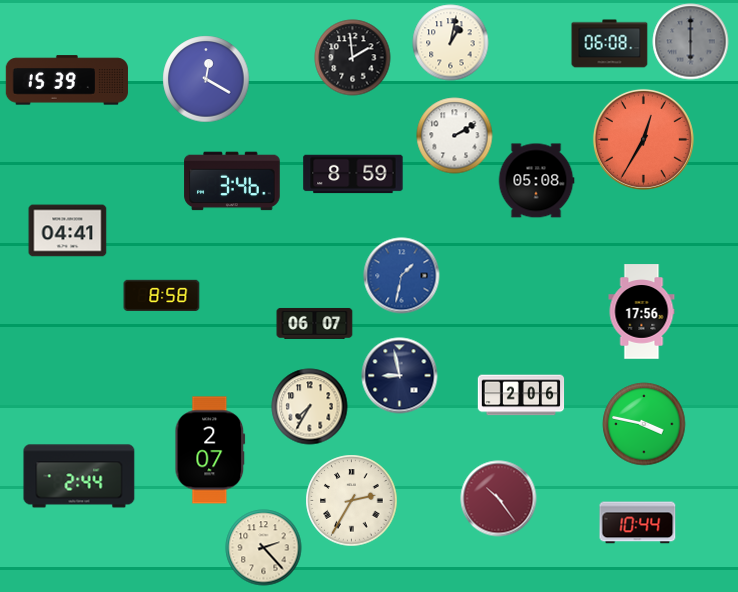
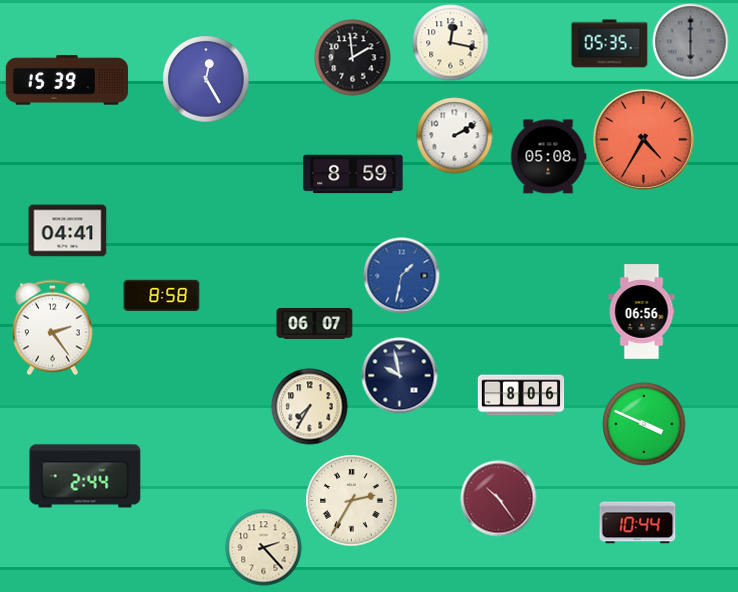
clock at (451, 43): 1:02 -> 12:17
clock at (610, 44): 06:08 -> 05:35
clock at (206, 79): 12:20 -> 12:25
clock at (643, 139): 12:35 -> 4:35
clock at (232, 181): 3:46 -> none
clock at (536, 181) position: (536, 181) -> (548, 157)
clock at (642, 312): 17:56 -> 06:56
clock at (53, 328): none -> 2:24
clock at (400, 376): 8:58 -> 9:58
clock at (521, 395): 2:06 -> 8:06
clock at (644, 424): 3:47 -> 3:49
clock at (210, 450): 2:07 -> none
clock at (79, 476) position: (79, 476) -> (85, 476)
